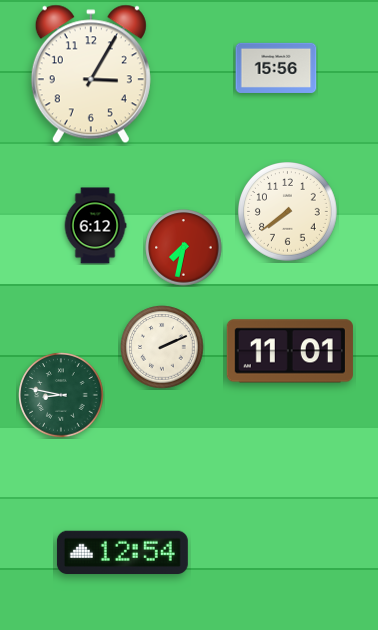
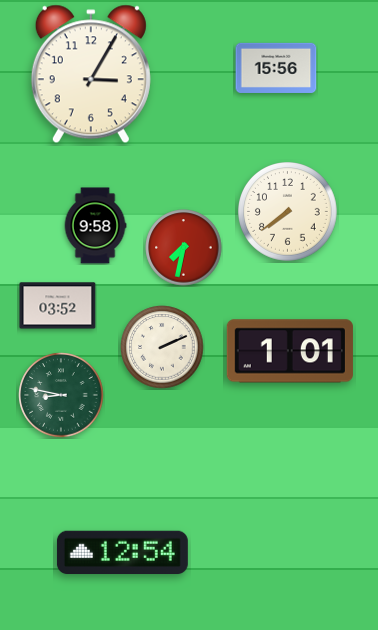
clock at (95, 226): 6:12 -> 9:58
clock at (58, 306): none -> 03:52
clock at (290, 351): 11:01 -> 1:01
